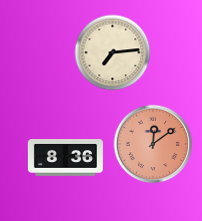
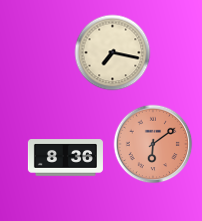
clock at (113, 53): 7:14 -> 7:17
clock at (153, 144): 12:09 -> 6:09
